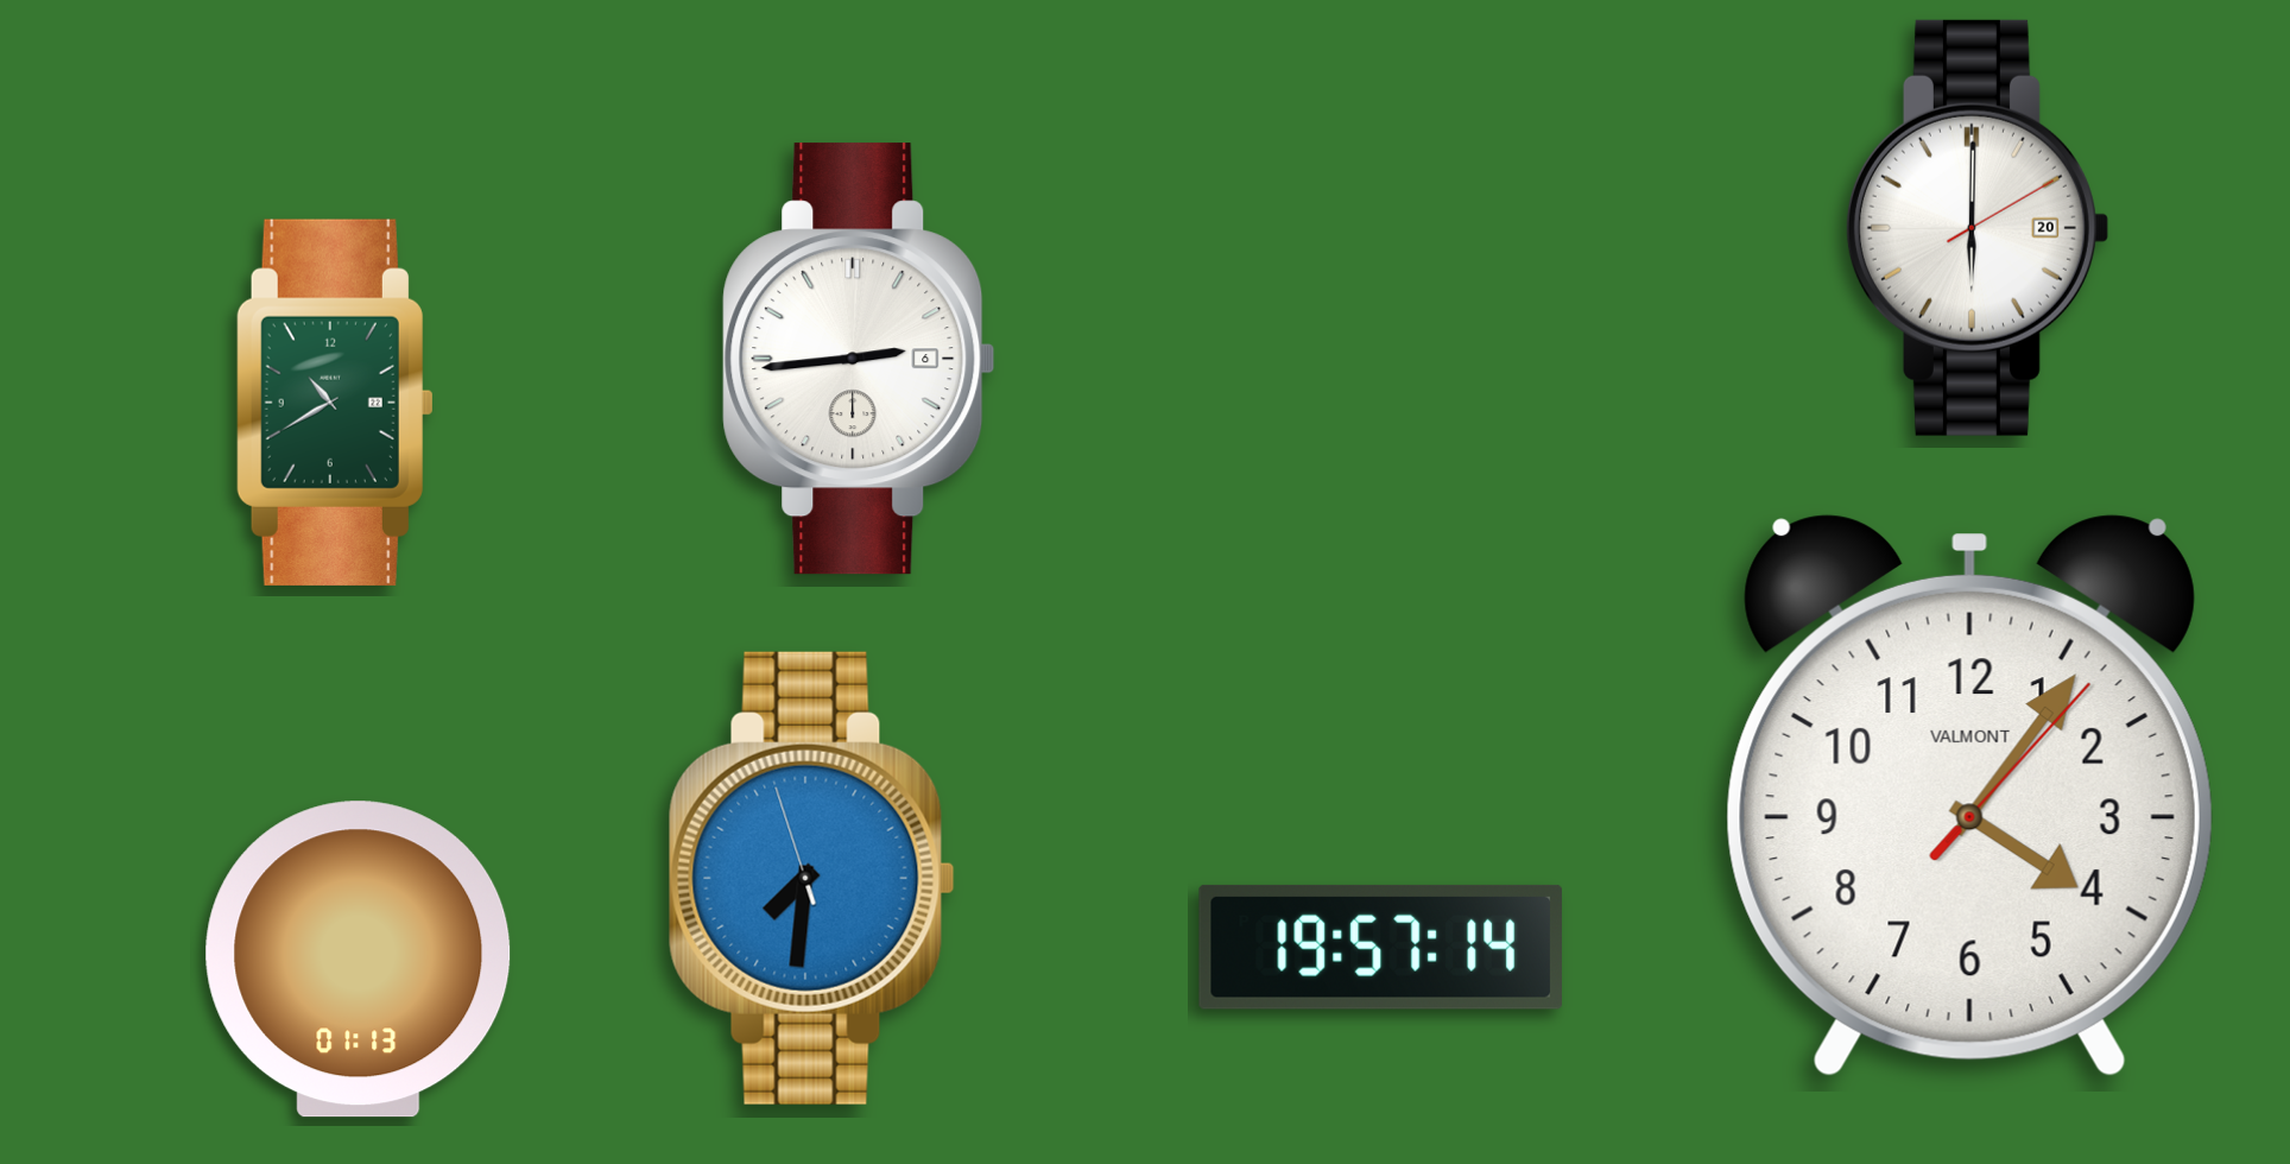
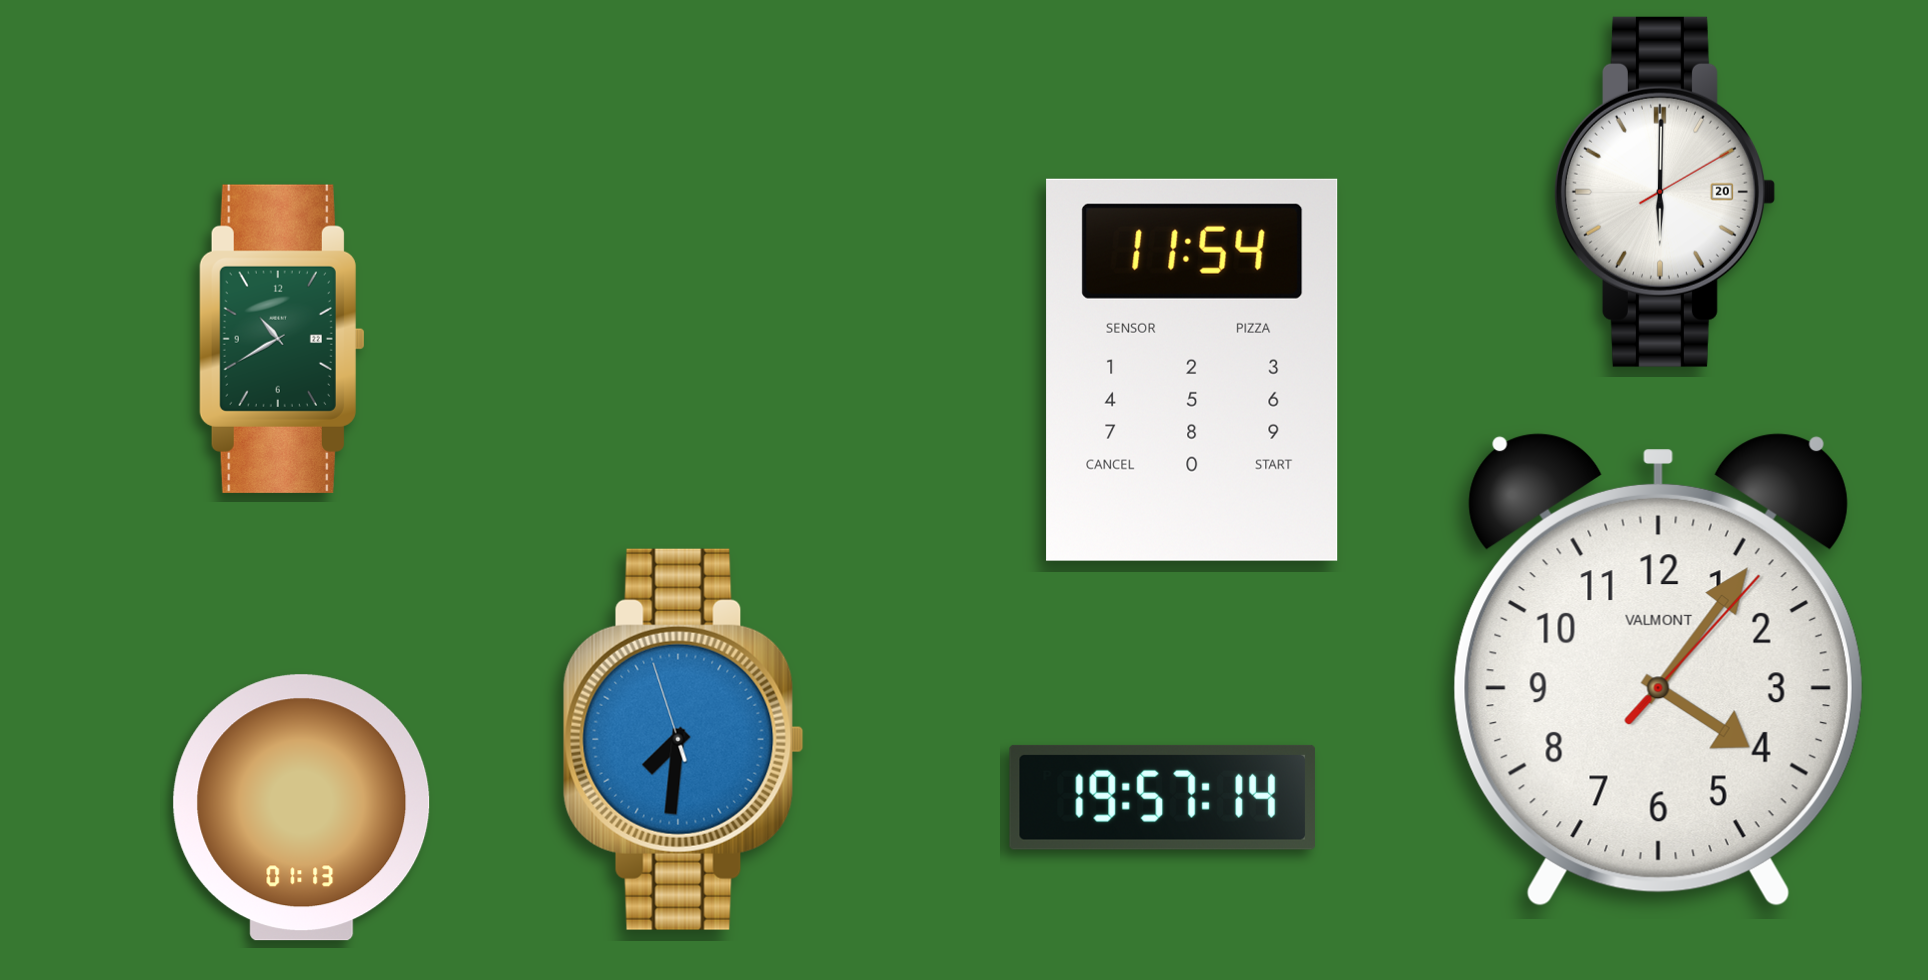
clock at (859, 359): 2:44 -> none
clock at (1192, 370): none -> 11:54
